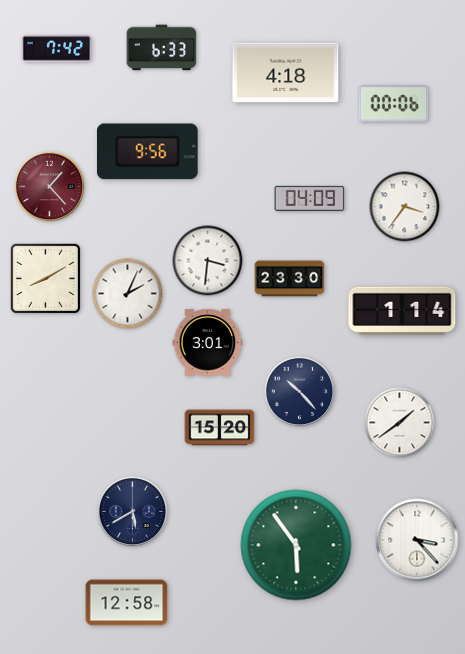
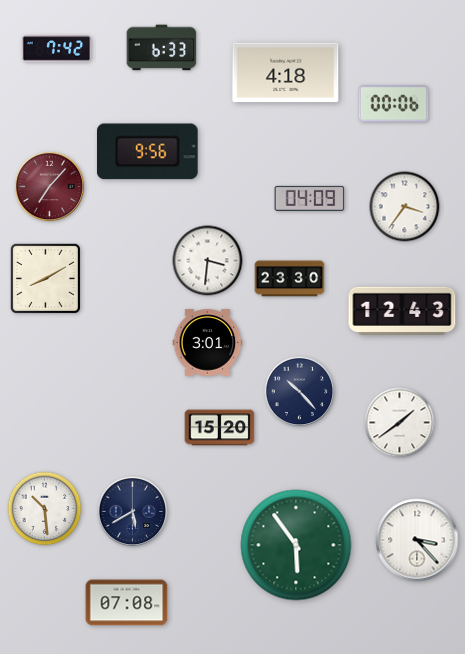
clock at (50, 187): 1:23 -> 7:07
clock at (128, 294): 2:04 -> none
clock at (402, 310): 1:14 -> 12:43
clock at (45, 509): none -> 10:29
clock at (127, 603): 12:58 -> 07:08
